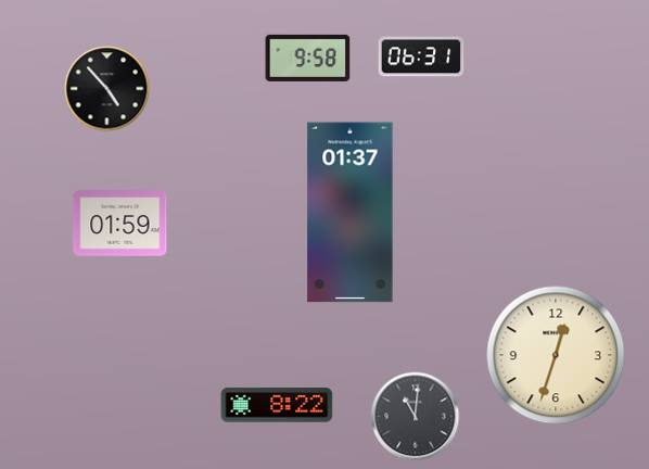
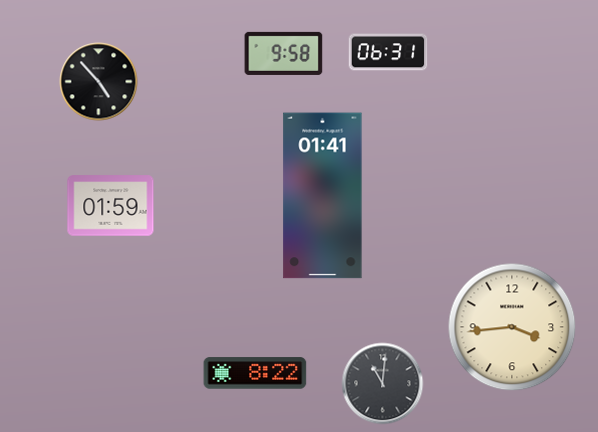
clock at (351, 213): 01:37 -> 01:41
clock at (556, 355): 12:33 -> 3:44
